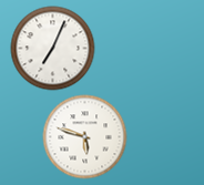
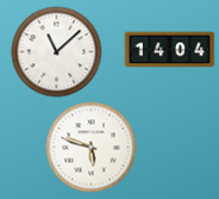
clock at (170, 50): none -> 14:04
clock at (53, 49): 7:04 -> 11:08
